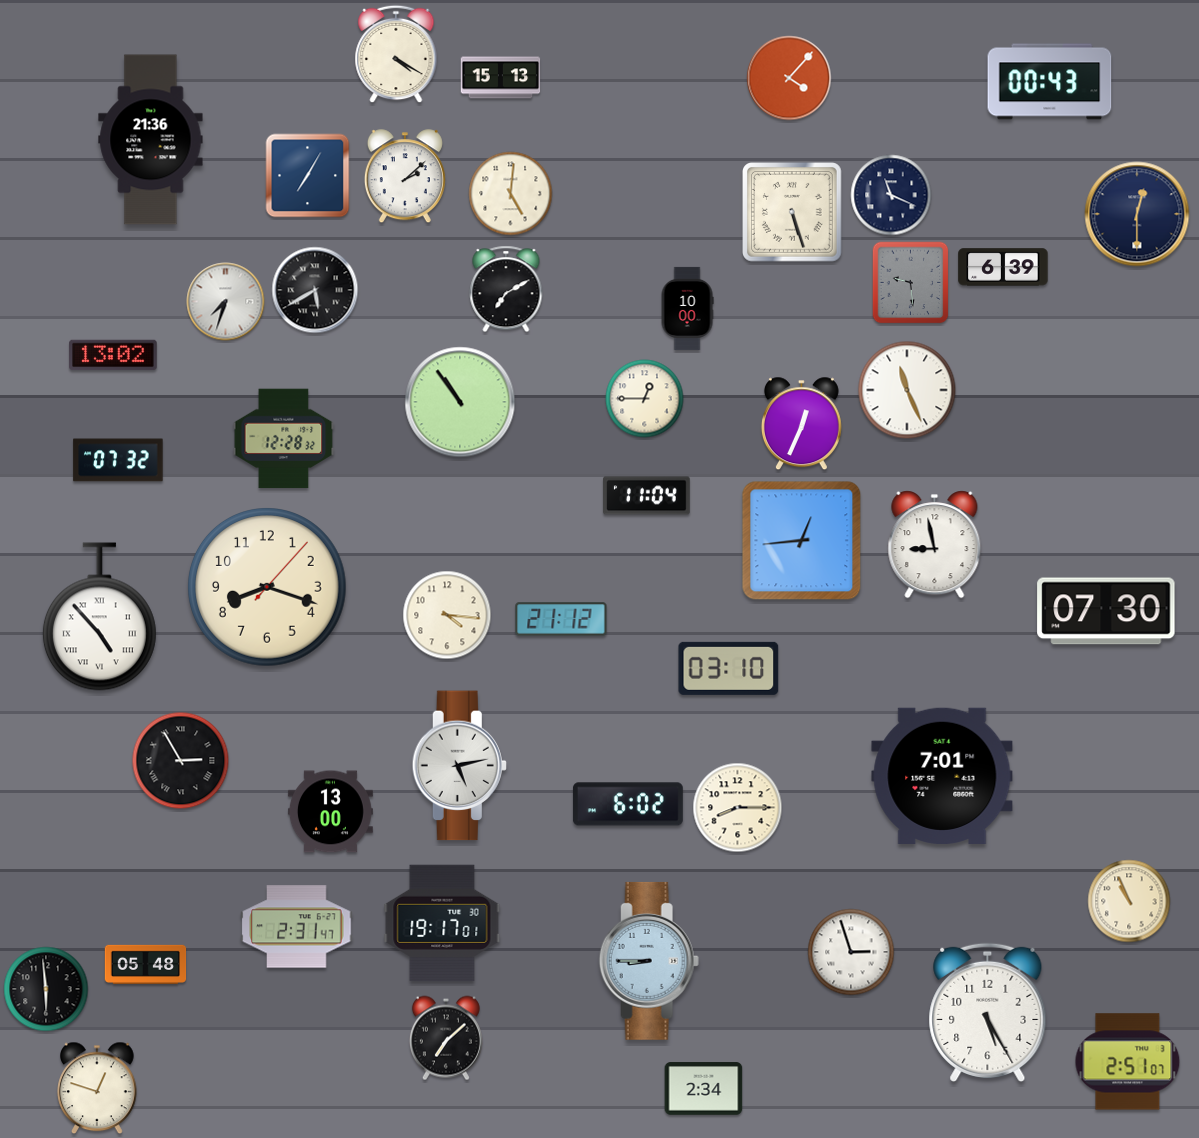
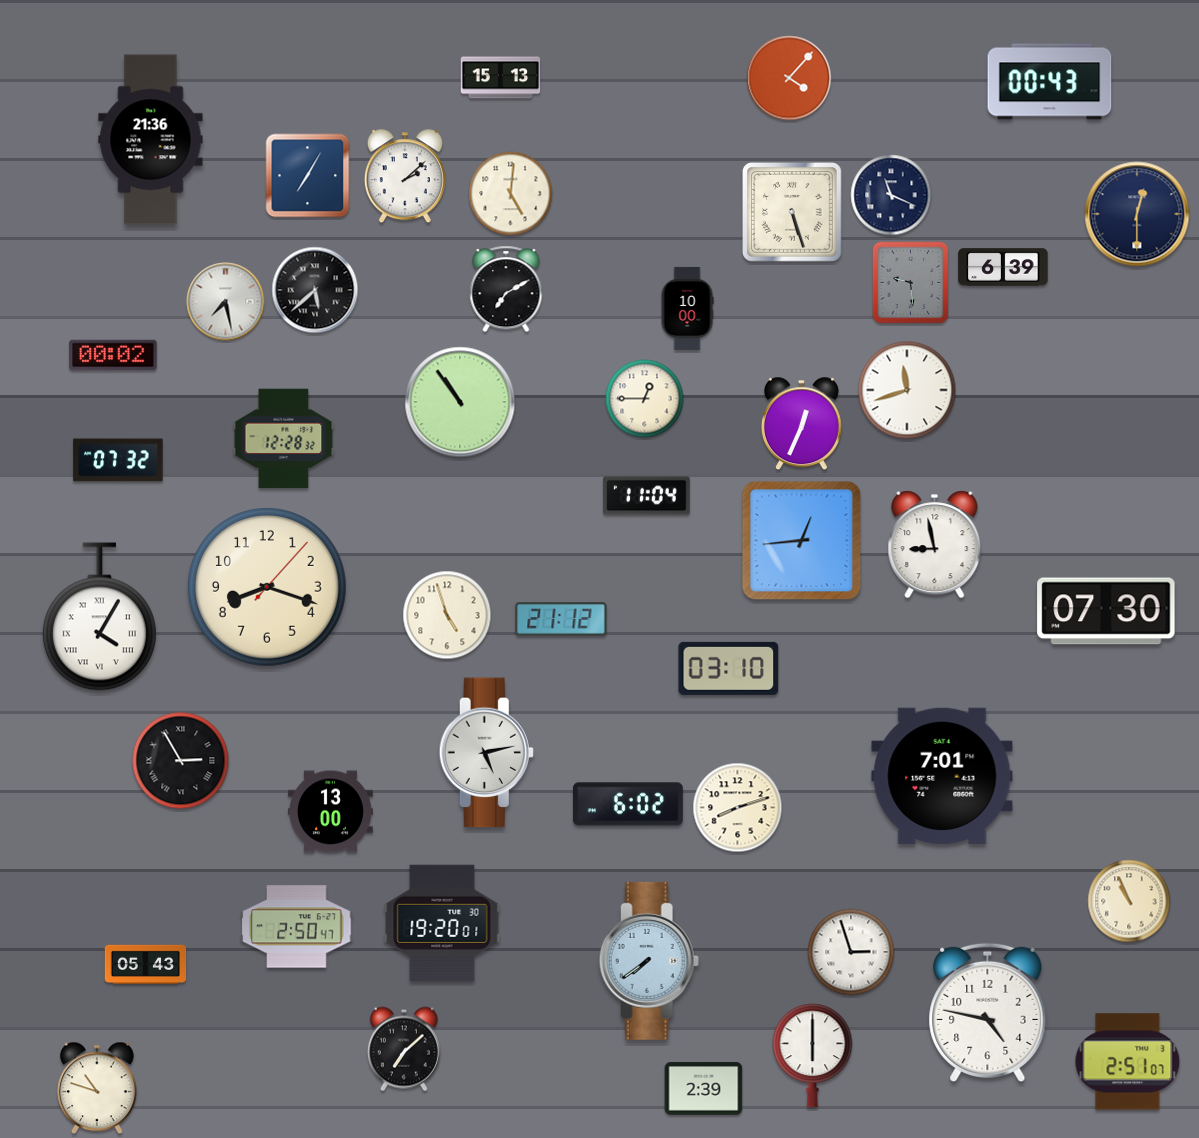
clock at (396, 54): 4:20 -> none
clock at (315, 290): 5:40 -> 5:38
clock at (226, 302): 7:33 -> 7:28
clock at (113, 355): 13:02 -> 00:02
clock at (907, 390): 11:26 -> 11:42
clock at (447, 615): 4:16 -> 4:57
clock at (99, 617): 4:53 -> 4:05
clock at (459, 766) position: (459, 766) -> (486, 753)
clock at (738, 808): 8:15 -> 8:12
clock at (442, 922): 19:17 -> 19:20
clock at (297, 927): 2:31 -> 2:50
clock at (649, 961): 8:45 -> 7:39
clock at (146, 964): 05:48 -> 05:43
clock at (46, 989): 5:59 -> none
clock at (988, 1012): 5:25 -> 4:47
clock at (446, 1038) position: (446, 1038) -> (404, 1049)
clock at (813, 1056): none -> 6:00
clock at (98, 1088): 12:48 -> 10:48
clock at (704, 1089): 2:34 -> 2:39
